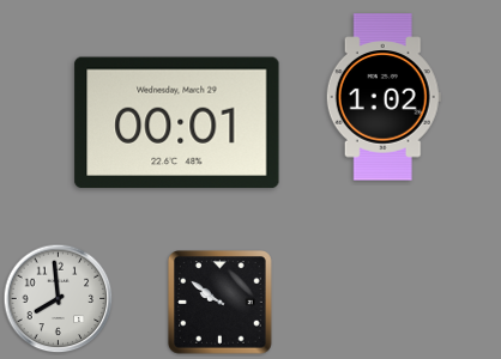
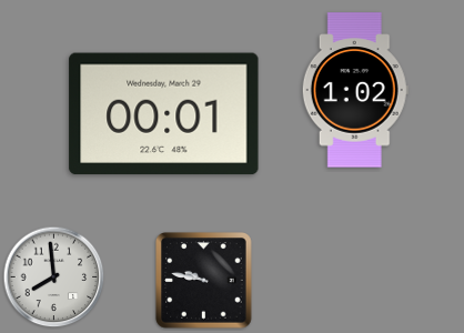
clock at (221, 303): 9:51 -> 9:47
